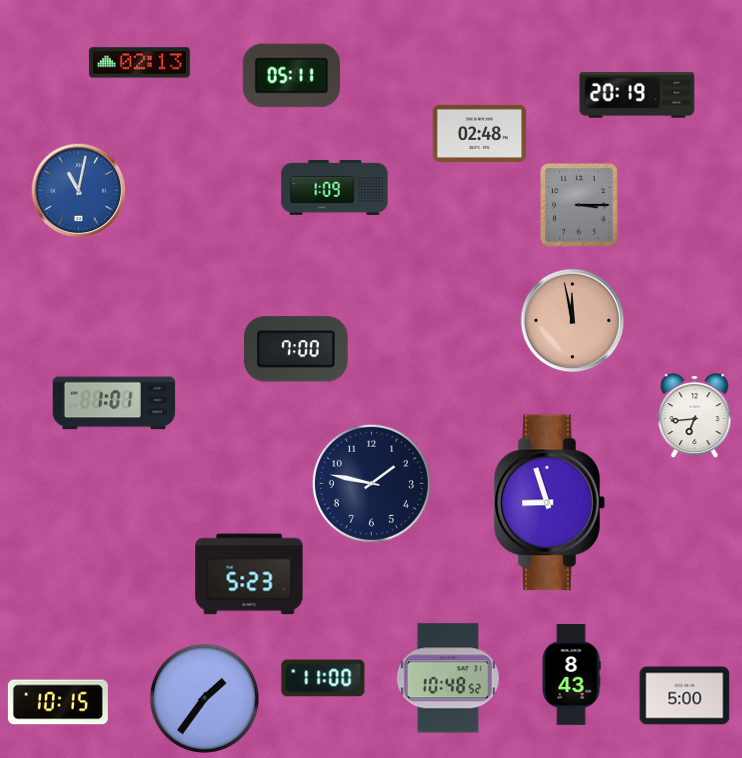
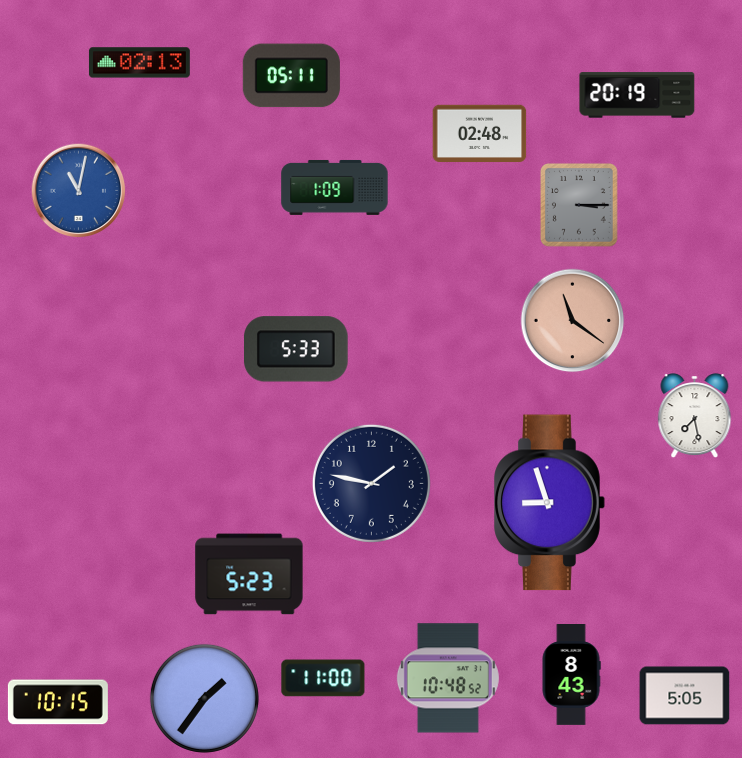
clock at (573, 321): 11:58 -> 11:21
clock at (297, 349): 7:00 -> 5:33
clock at (114, 403): 1:01 -> none
clock at (695, 416): 6:44 -> 7:28
clock at (685, 696): 5:00 -> 5:05
